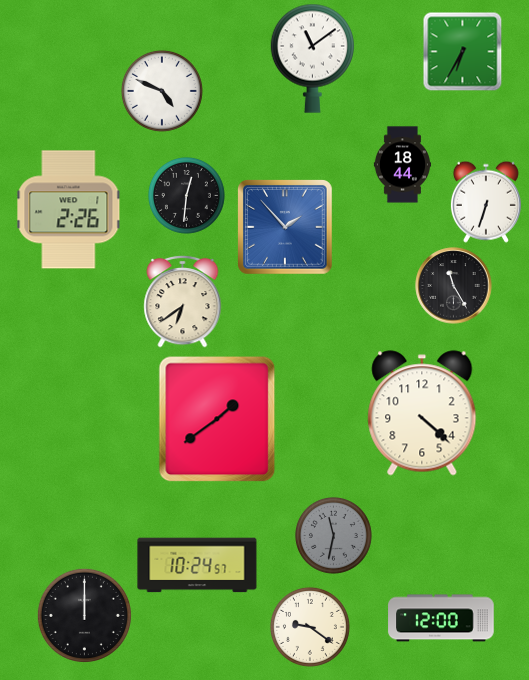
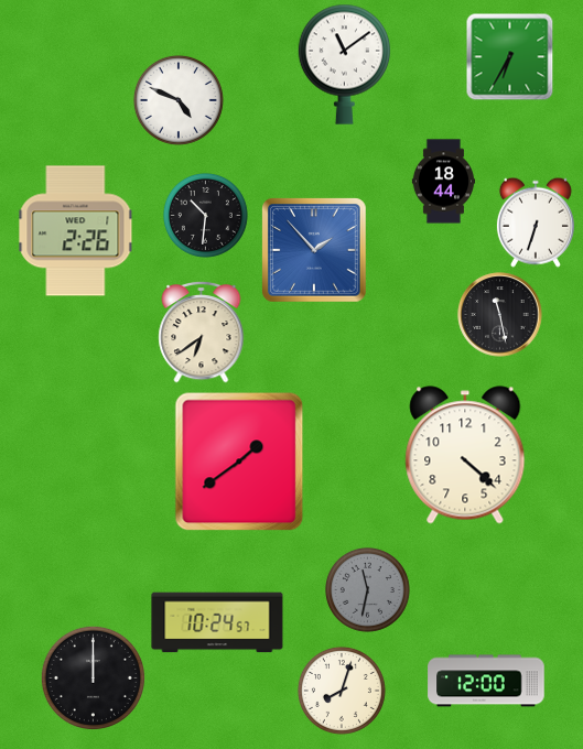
clock at (186, 195): 12:31 -> 10:31
clock at (454, 286): 11:25 -> 11:28
clock at (310, 627): 9:21 -> 8:03
